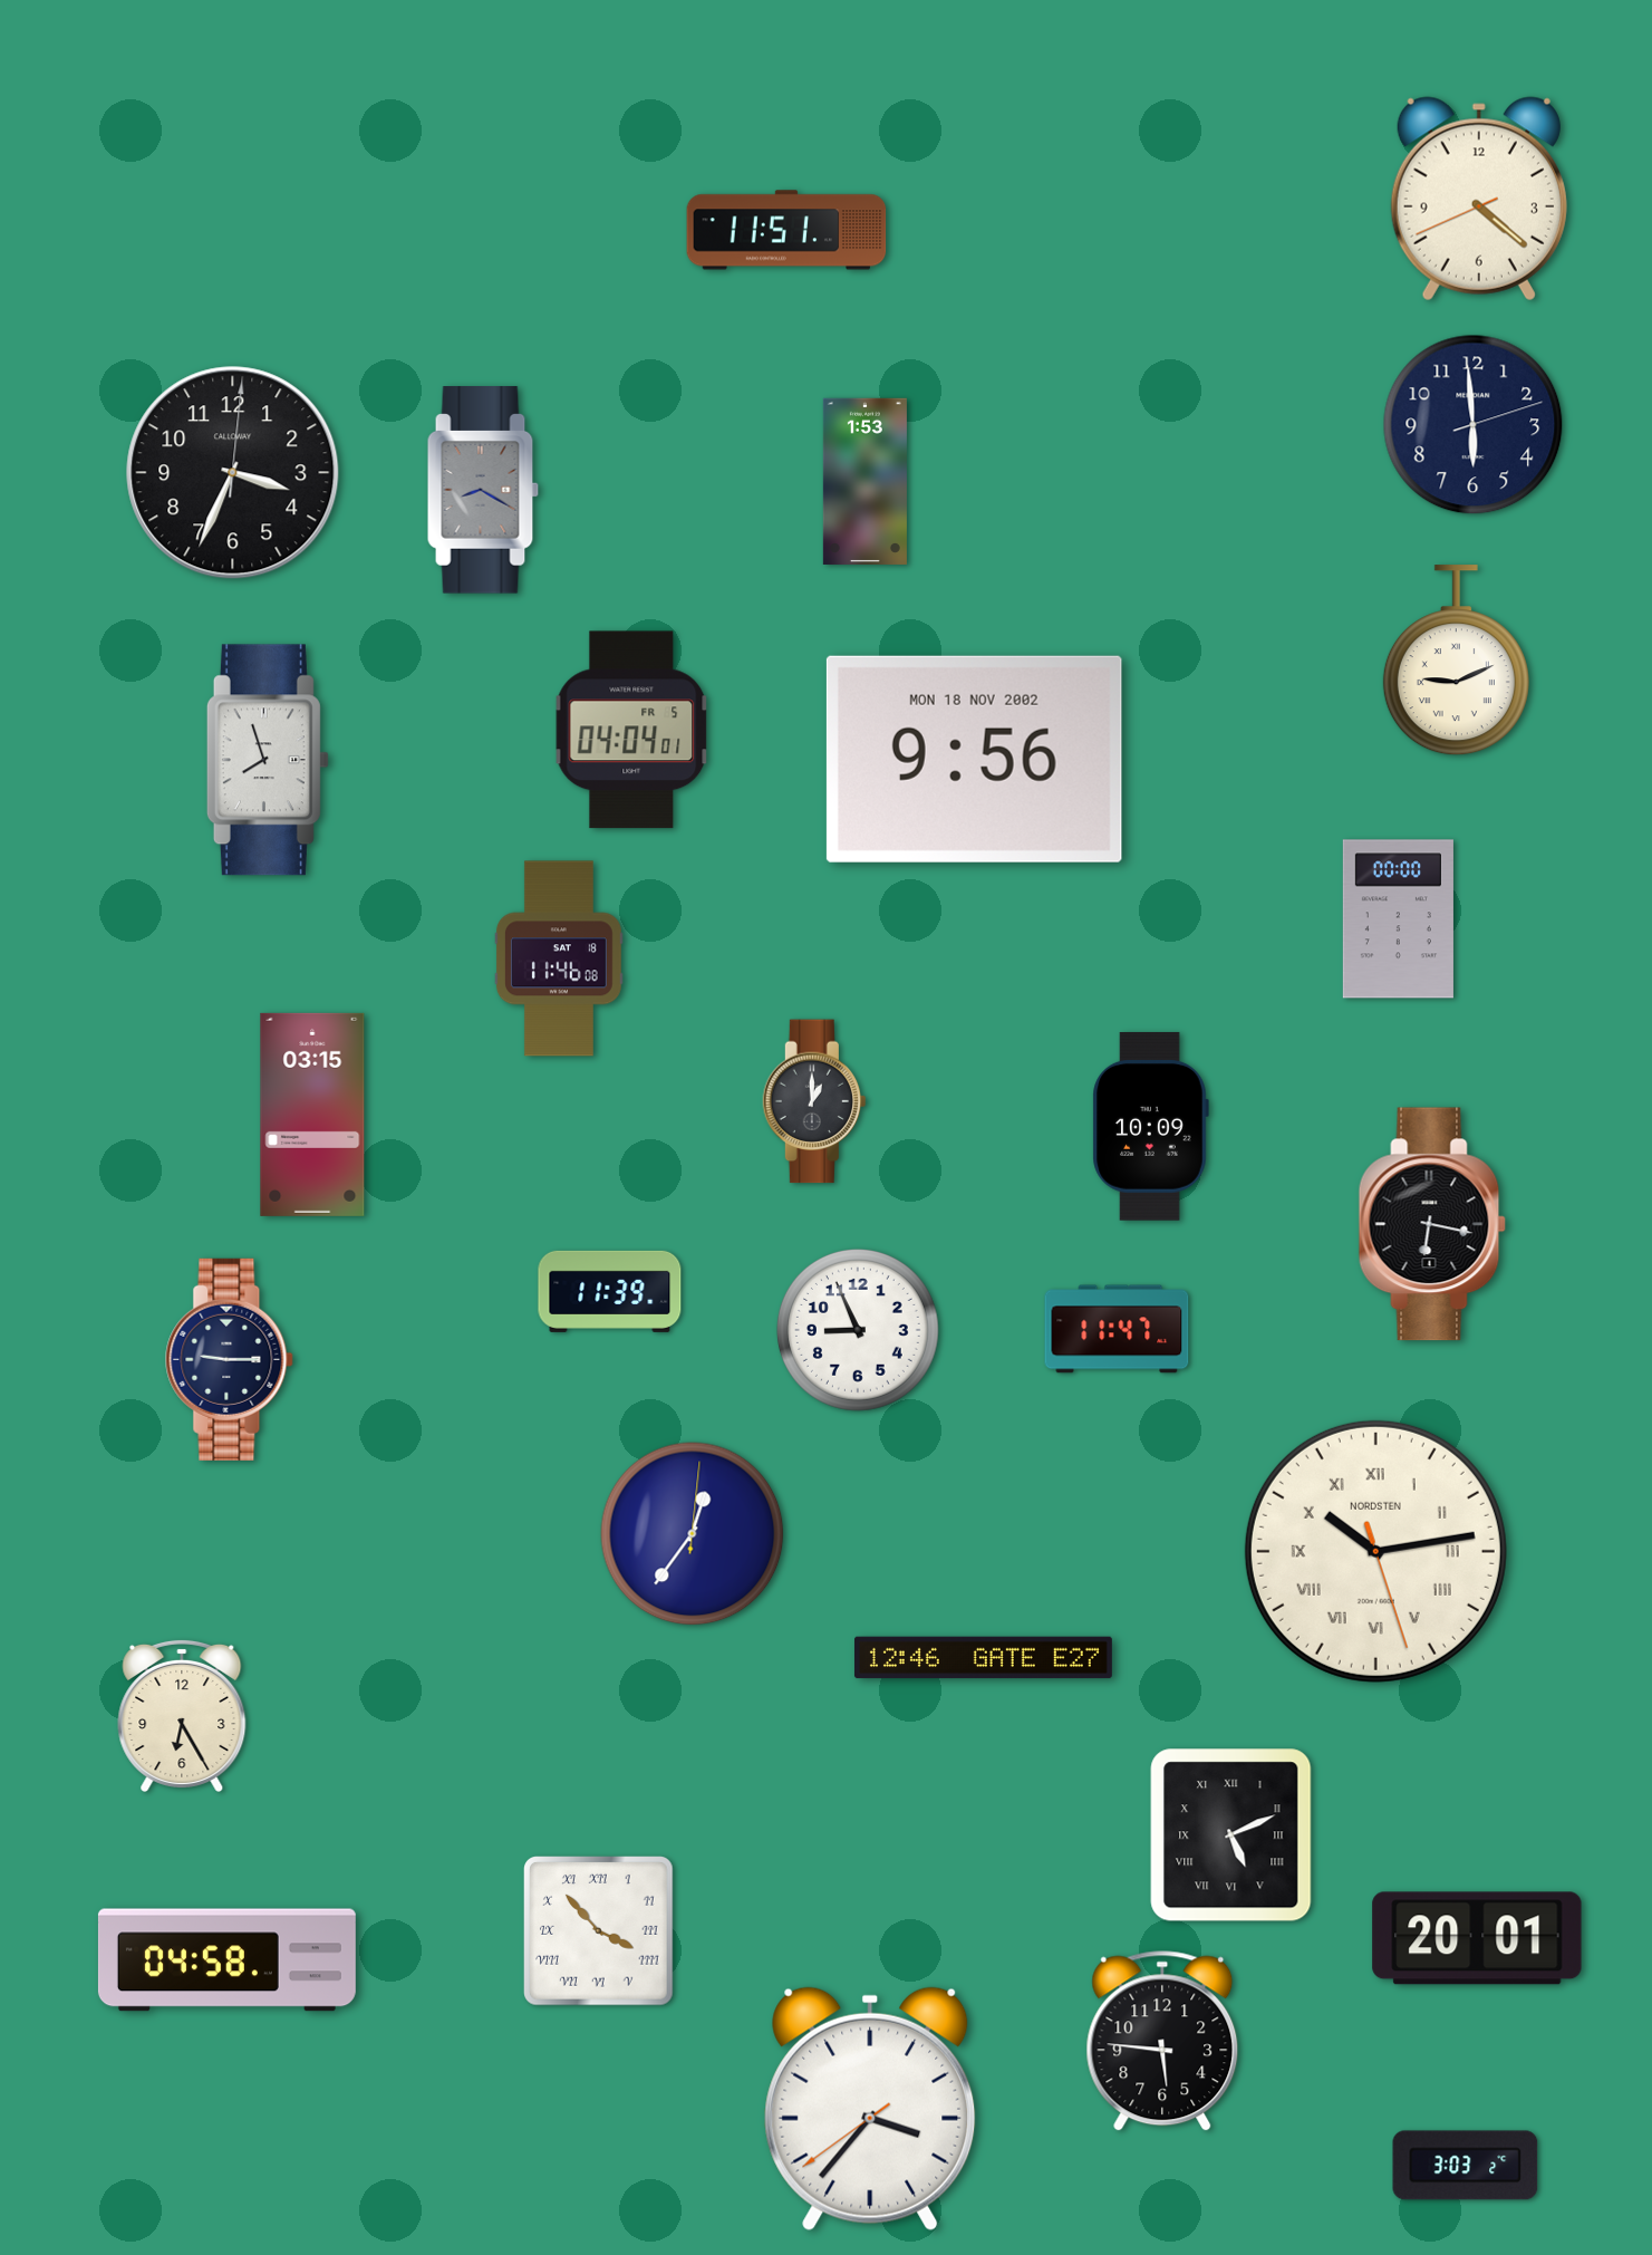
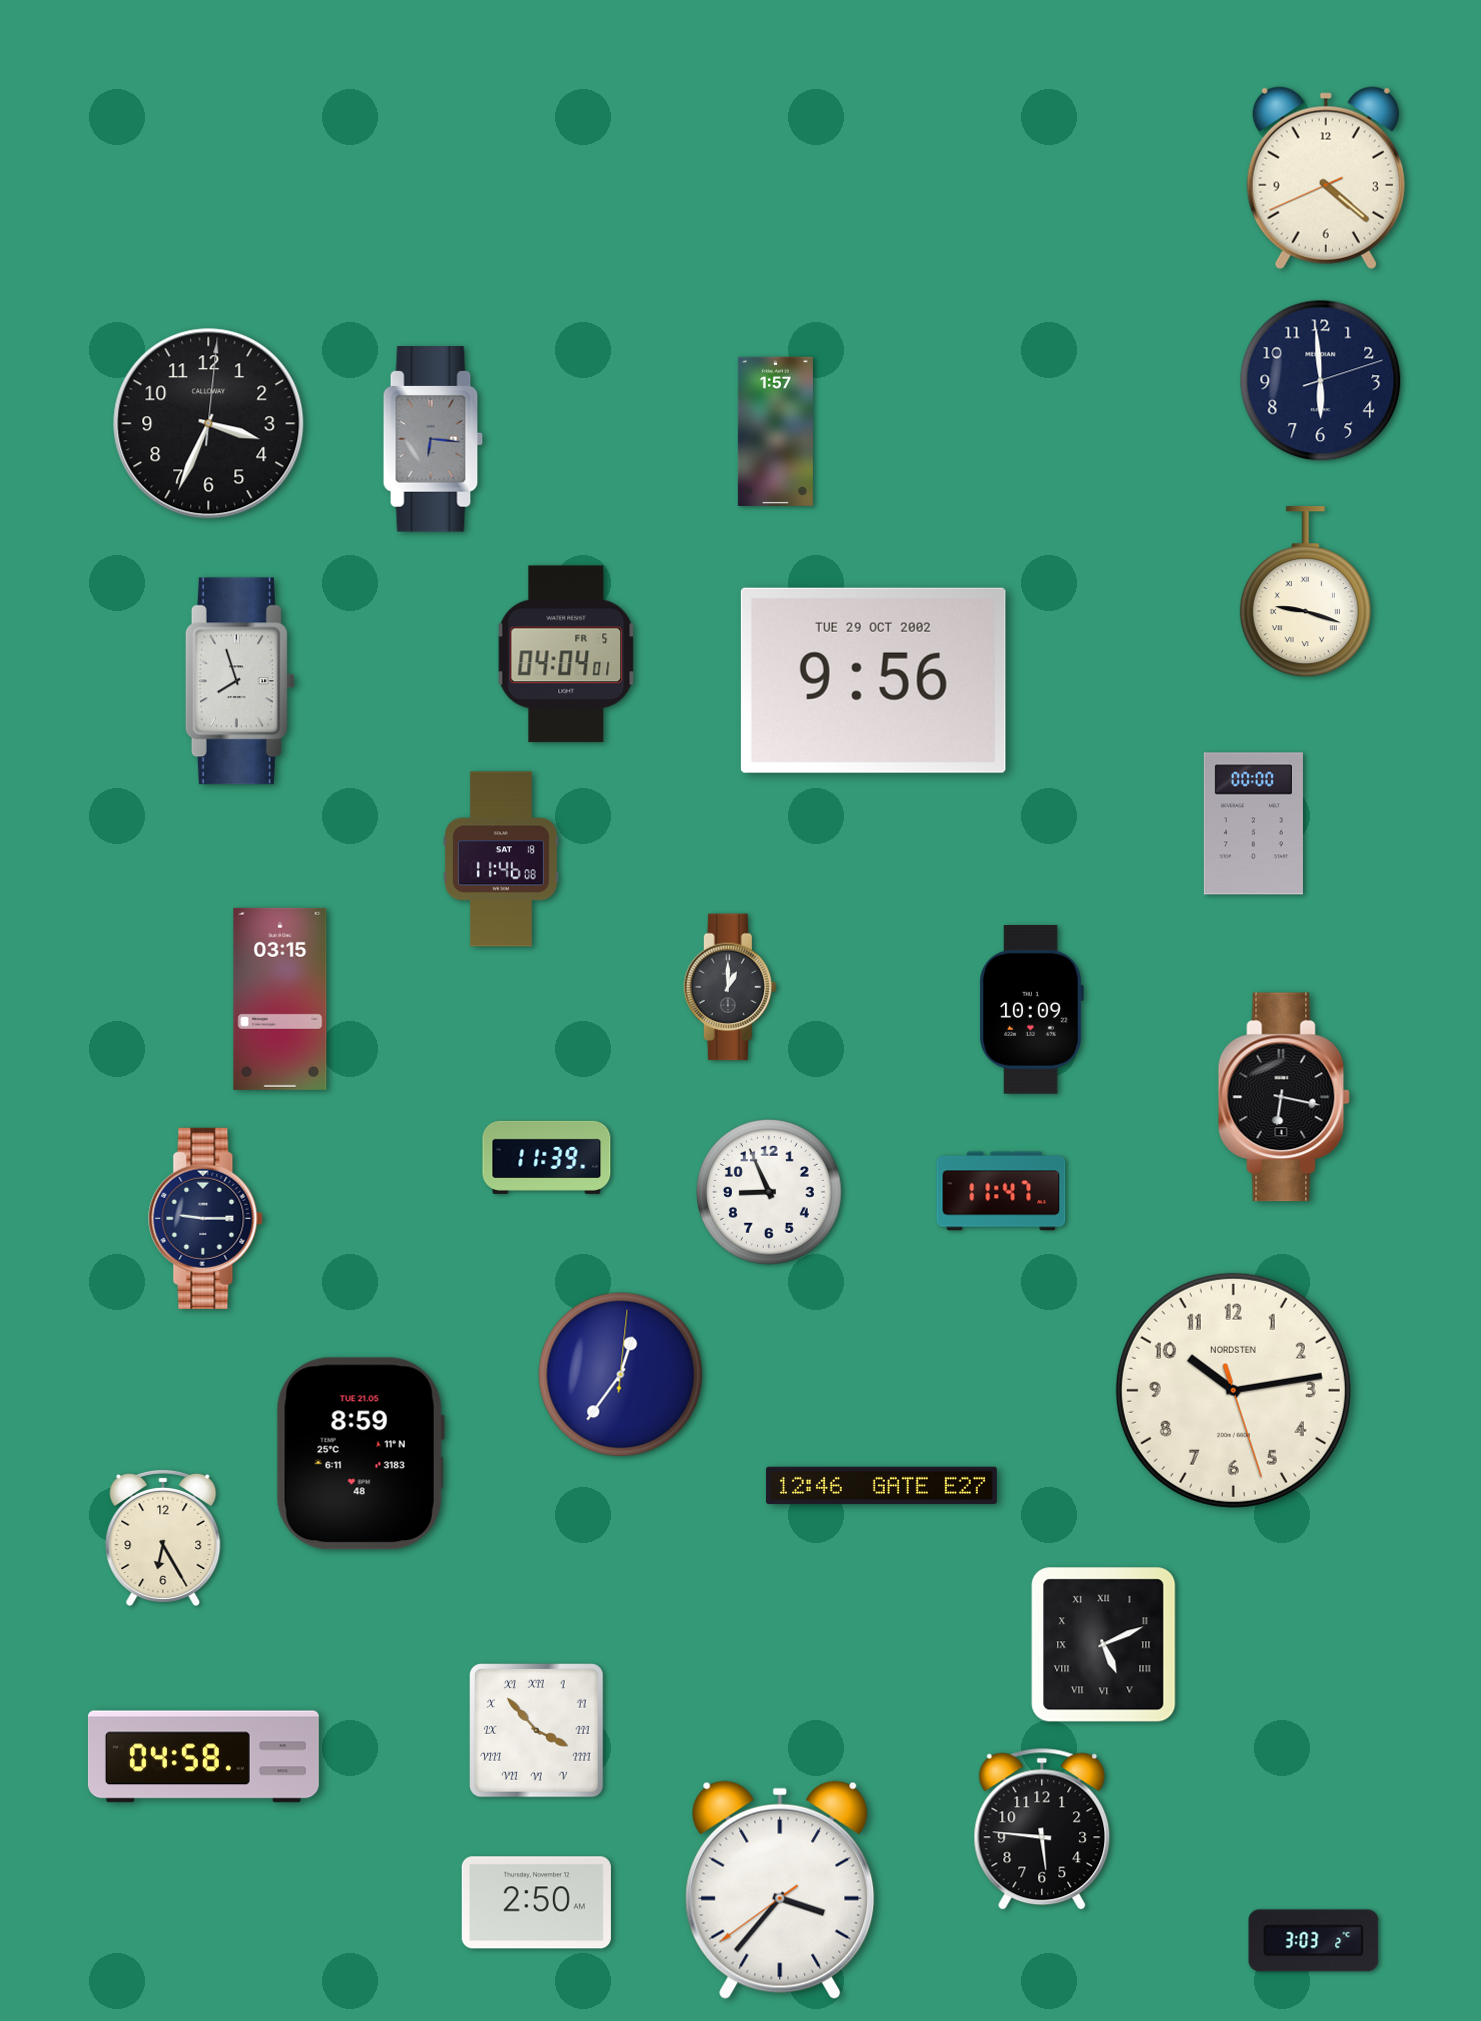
clock at (786, 230): 11:51 -> none
clock at (864, 481): 1:53 -> 1:57
clock at (483, 490): 8:20 -> 6:16
clock at (1456, 661): 9:11 -> 9:18
clock at (974, 759) date: MON 18 NOV 2002 -> TUE 29 OCT 2002
clock at (1375, 1551) numerals: Roman -> Arabic
clock at (360, 1454): none -> 8:59
clock at (1477, 1938): 20:01 -> none
clock at (536, 1903): none -> 2:50
